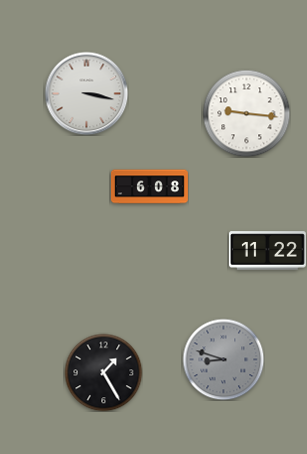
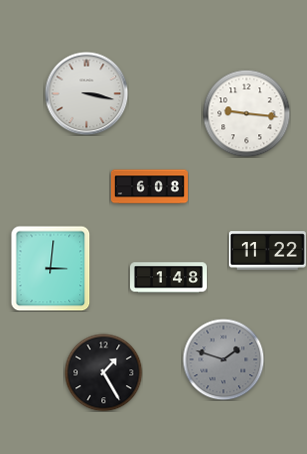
clock at (51, 268): none -> 3:01
clock at (169, 278): none -> 1:48
clock at (223, 359): 8:48 -> 1:48
